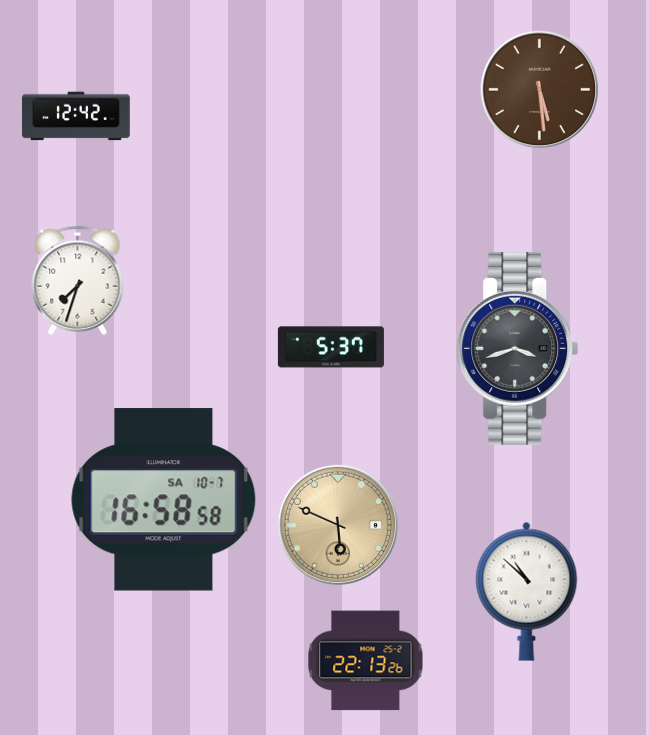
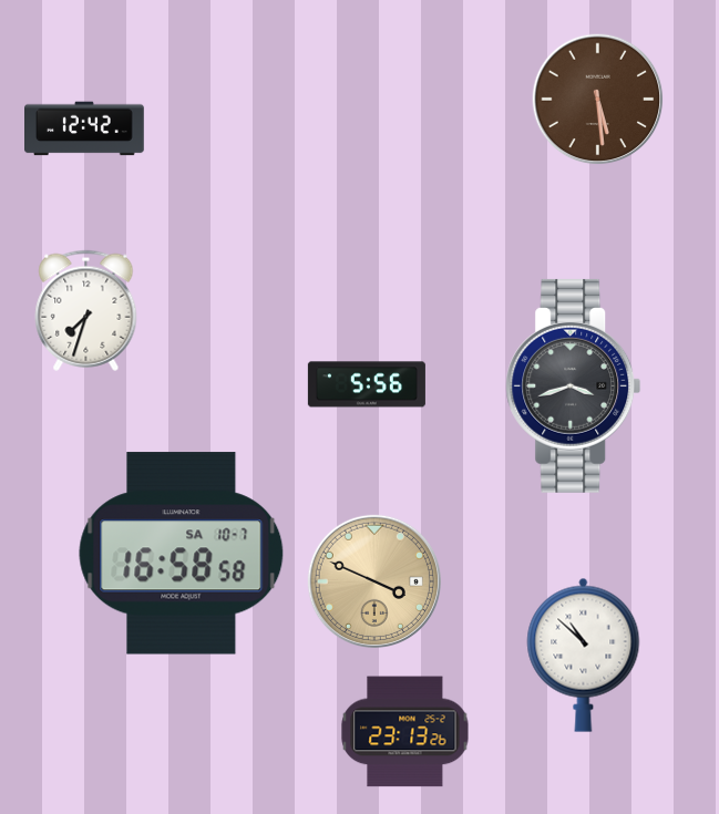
clock at (331, 347): 5:37 -> 5:56
clock at (338, 525): 5:49 -> 3:49
clock at (366, 661): 22:13 -> 23:13
